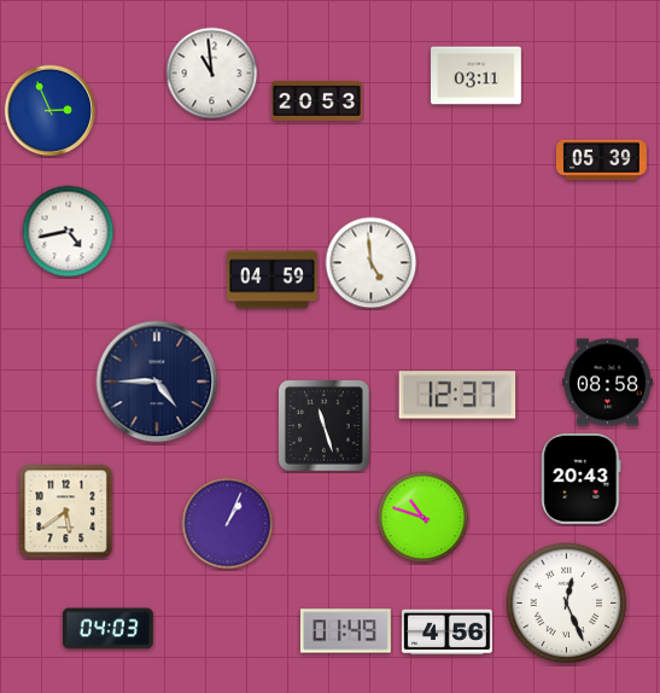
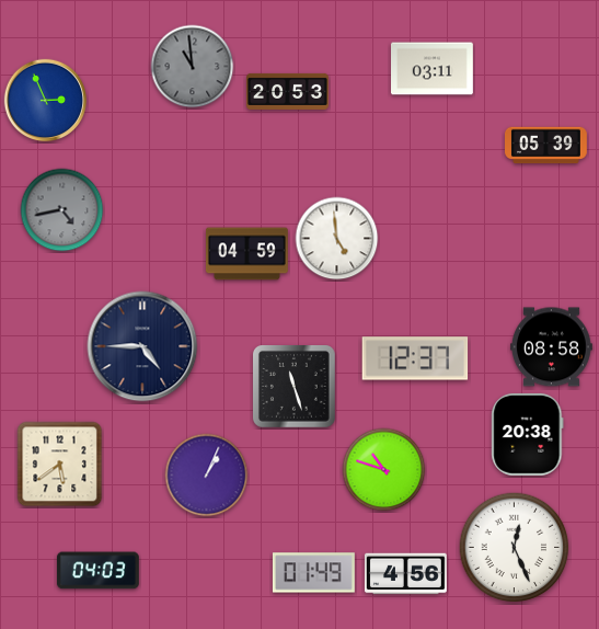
clock at (212, 74) dial: white -> grey
clock at (69, 232) dial: white -> grey
clock at (582, 478): 20:43 -> 20:38
